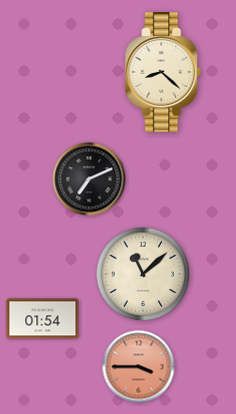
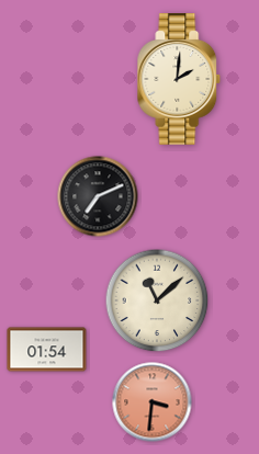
clock at (163, 72): 8:22 -> 2:01
clock at (139, 367): 3:45 -> 3:31
